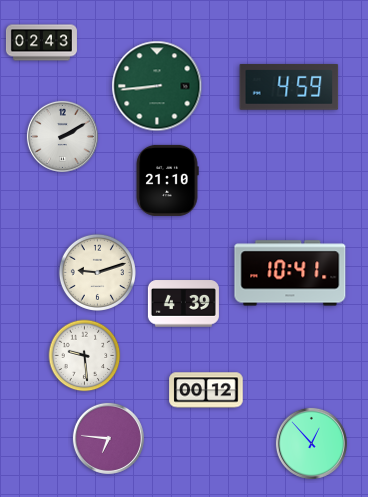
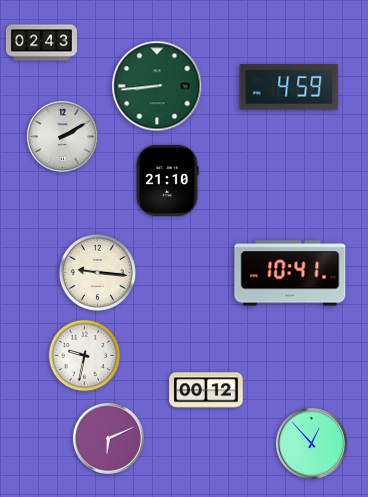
clock at (97, 272): 9:12 -> 9:16
clock at (183, 304): 4:39 -> none
clock at (85, 356): 9:29 -> 9:32
clock at (108, 438): 6:46 -> 6:11
